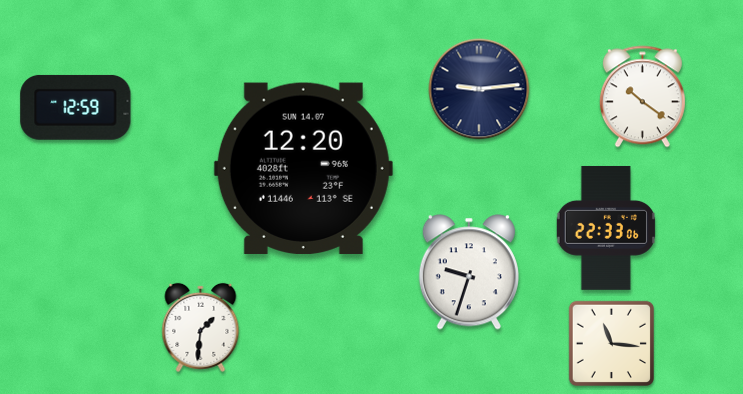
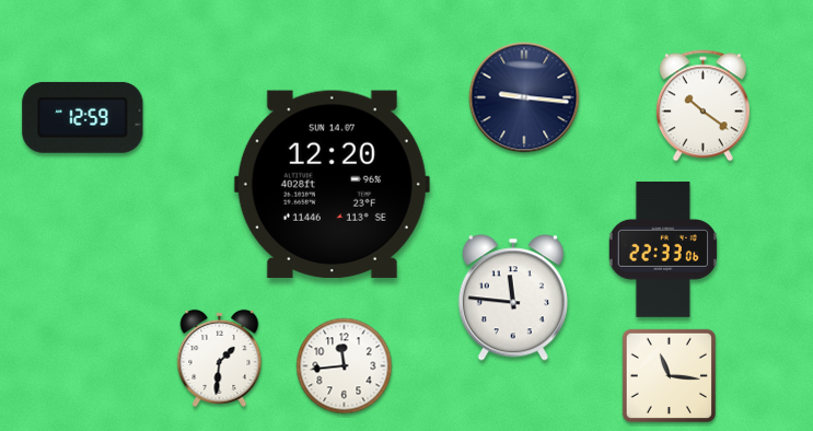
clock at (479, 89): 9:14 -> 9:16
clock at (469, 272): 9:33 -> 11:46
clock at (345, 366): none -> 11:44
